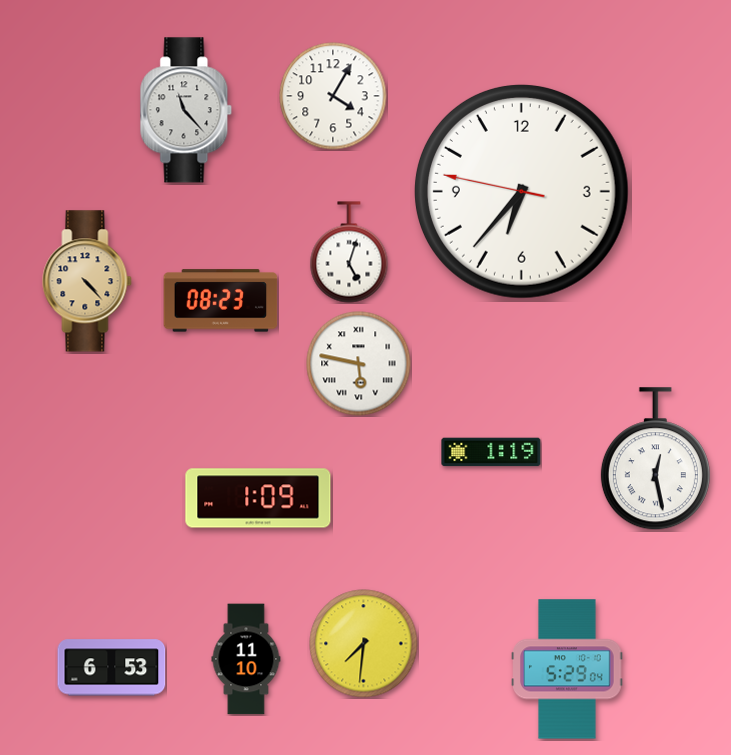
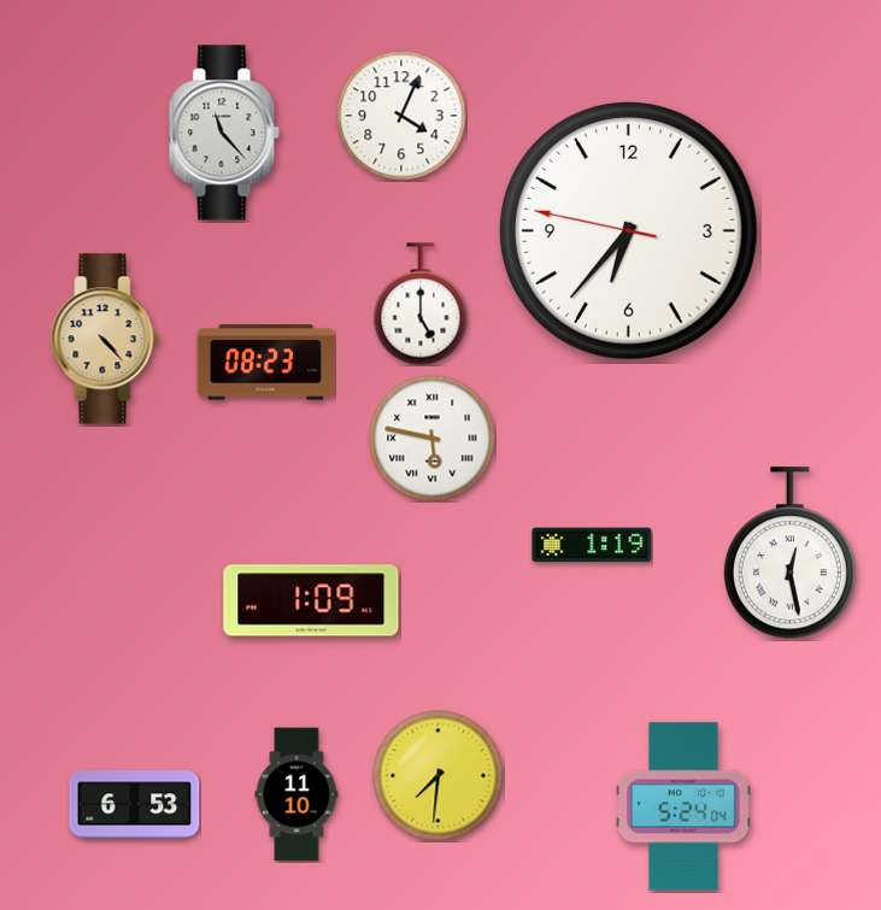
clock at (333, 96): 4:05 -> 4:04
clock at (349, 252): 5:03 -> 5:00
clock at (567, 669): 5:29 -> 5:24
